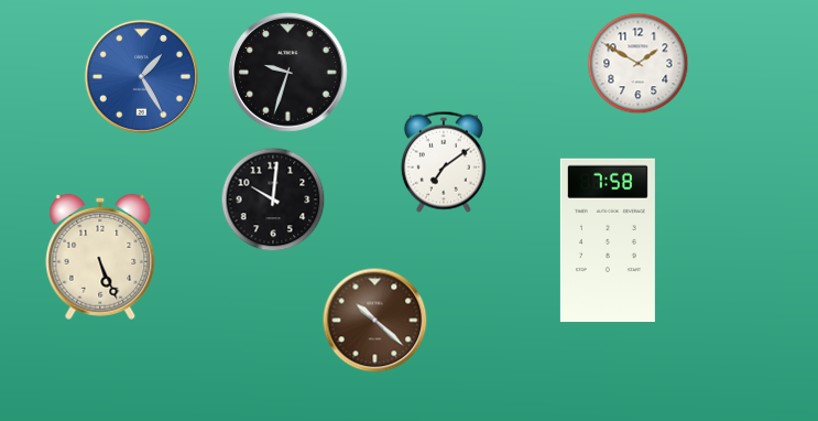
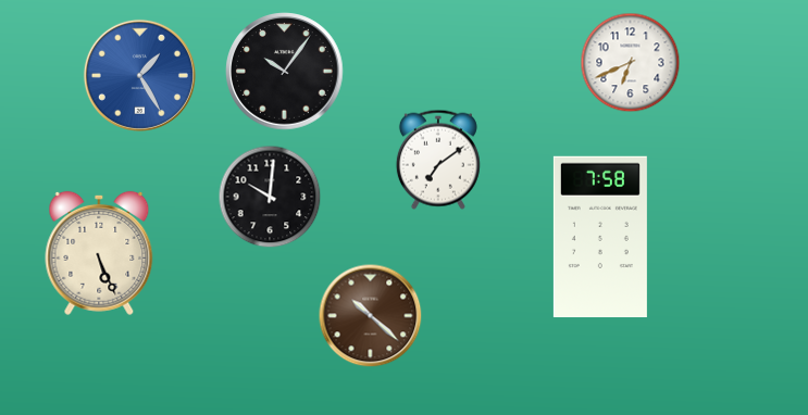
clock at (639, 64): 1:50 -> 6:41
clock at (288, 73): 9:33 -> 10:06
